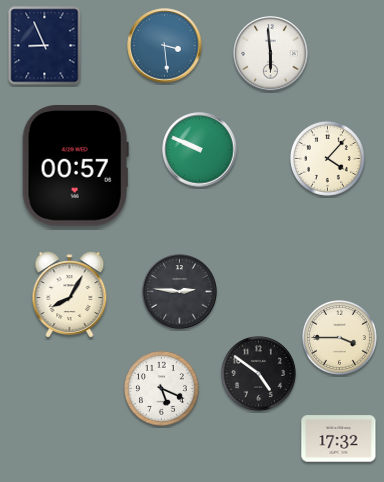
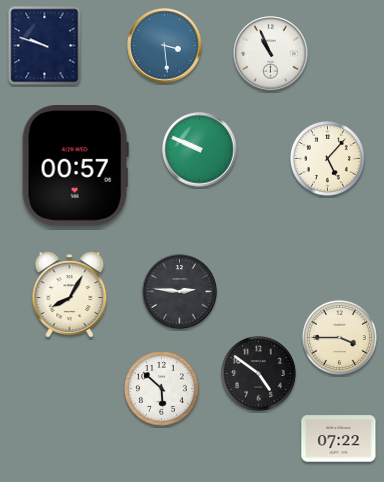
clock at (45, 46): 8:56 -> 9:48
clock at (271, 54): 5:59 -> 10:56
clock at (327, 158): 4:07 -> 5:07
clock at (161, 388): 5:19 -> 5:52
clock at (339, 439): 17:32 -> 07:22
